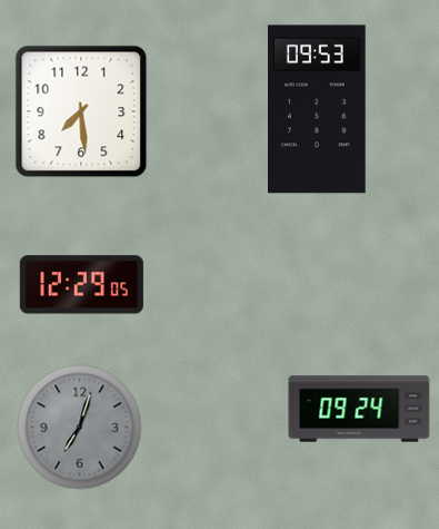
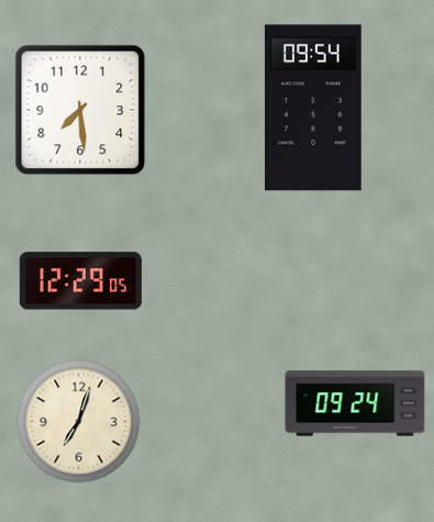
clock at (318, 109): 09:53 -> 09:54
clock at (80, 428) dial: grey -> cream
